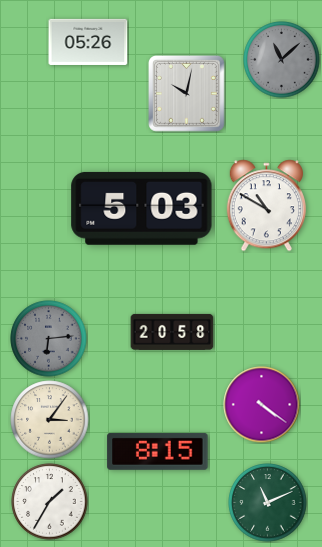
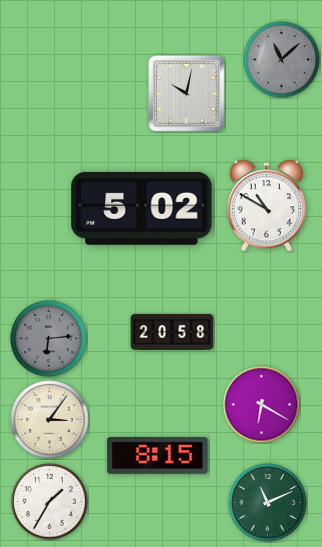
clock at (88, 42): 05:26 -> none
clock at (142, 208): 5:03 -> 5:02
clock at (262, 405): 4:21 -> 6:20
clock at (158, 451) position: (158, 451) -> (158, 455)
